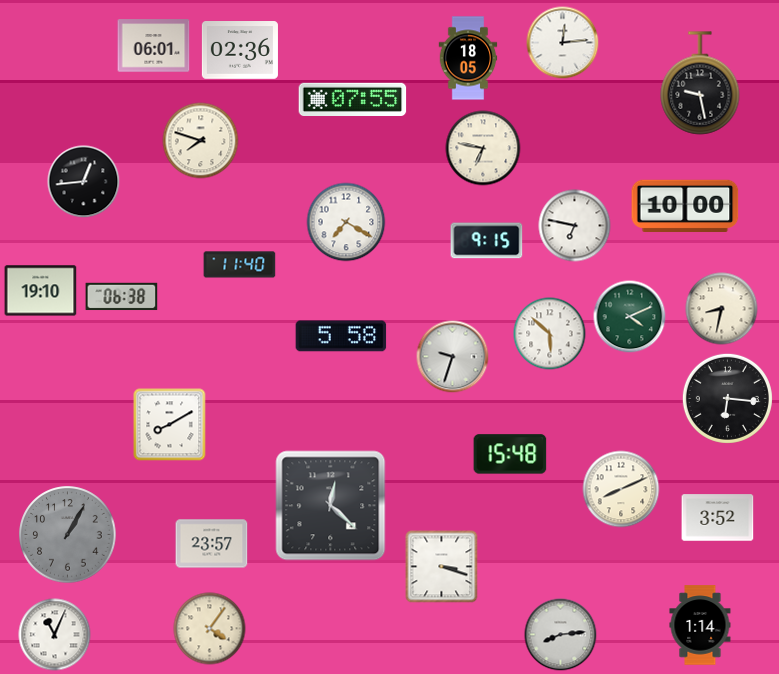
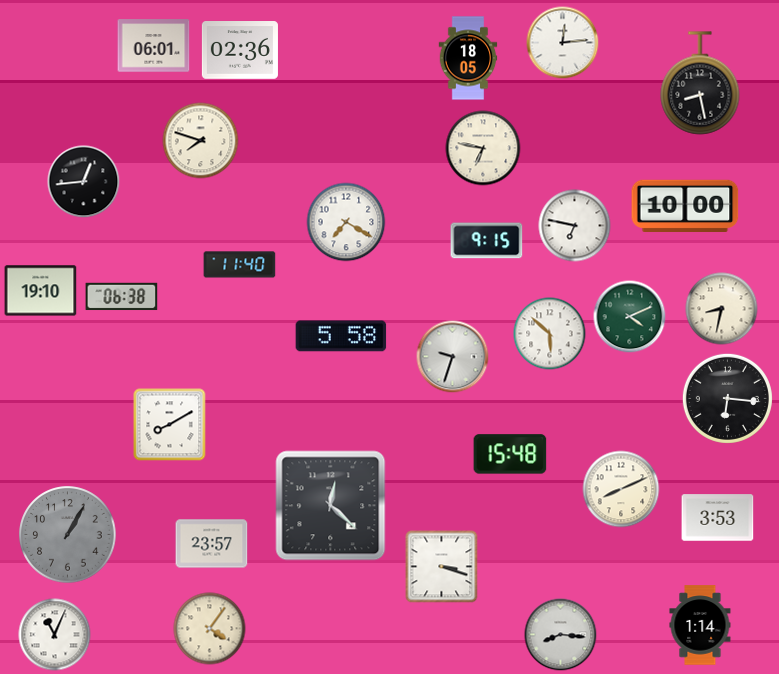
clock at (700, 83): 9:28 -> 8:28
clock at (353, 99): 07:55 -> none
clock at (718, 518): 3:52 -> 3:53
clock at (561, 635): 8:14 -> 8:16
